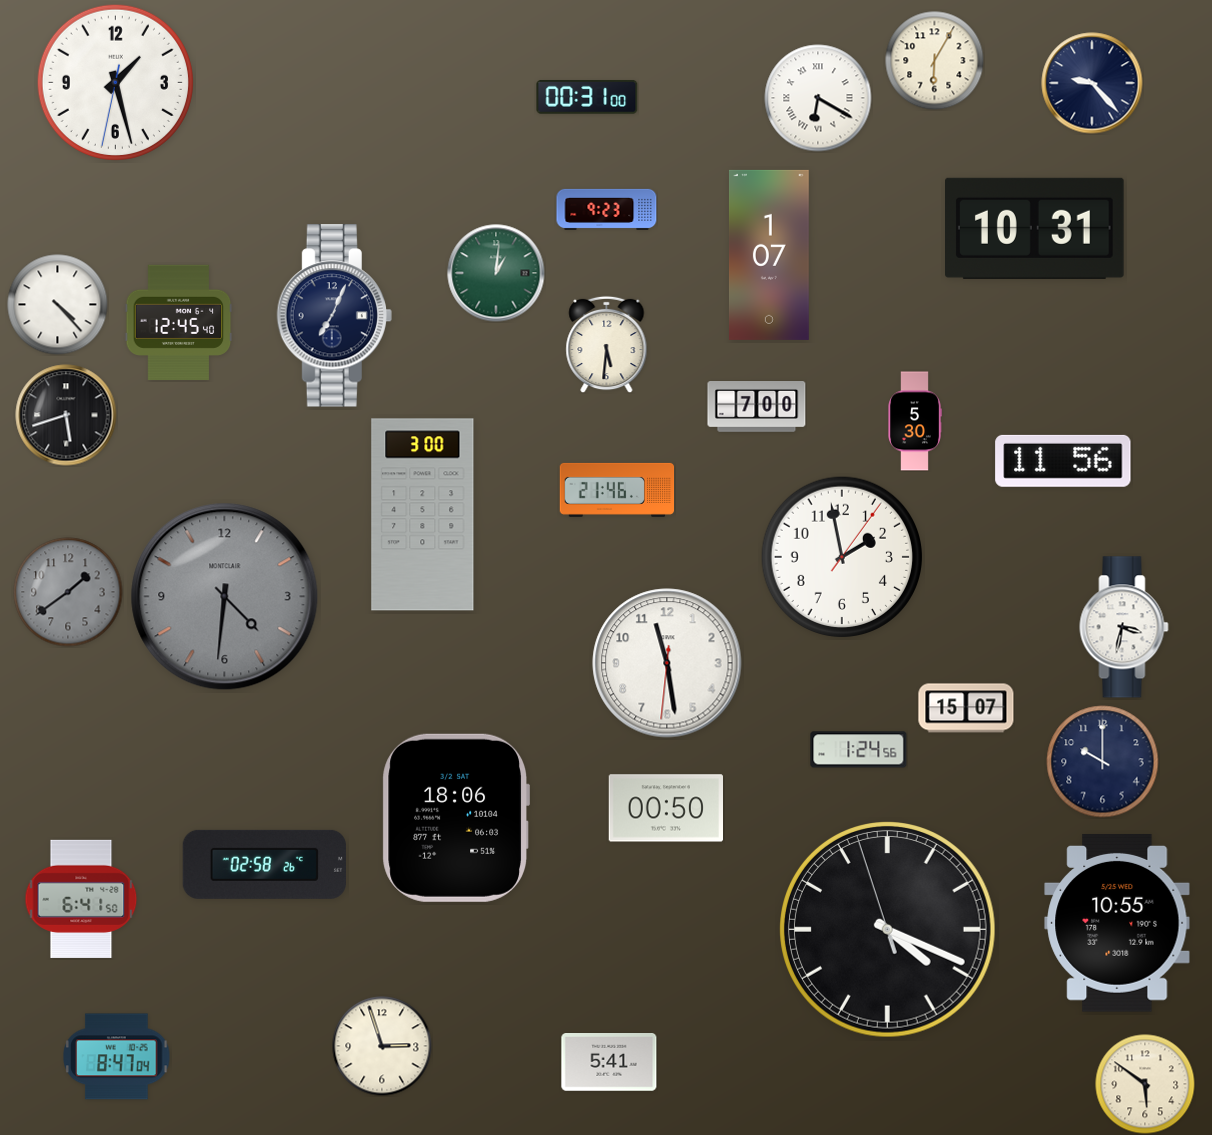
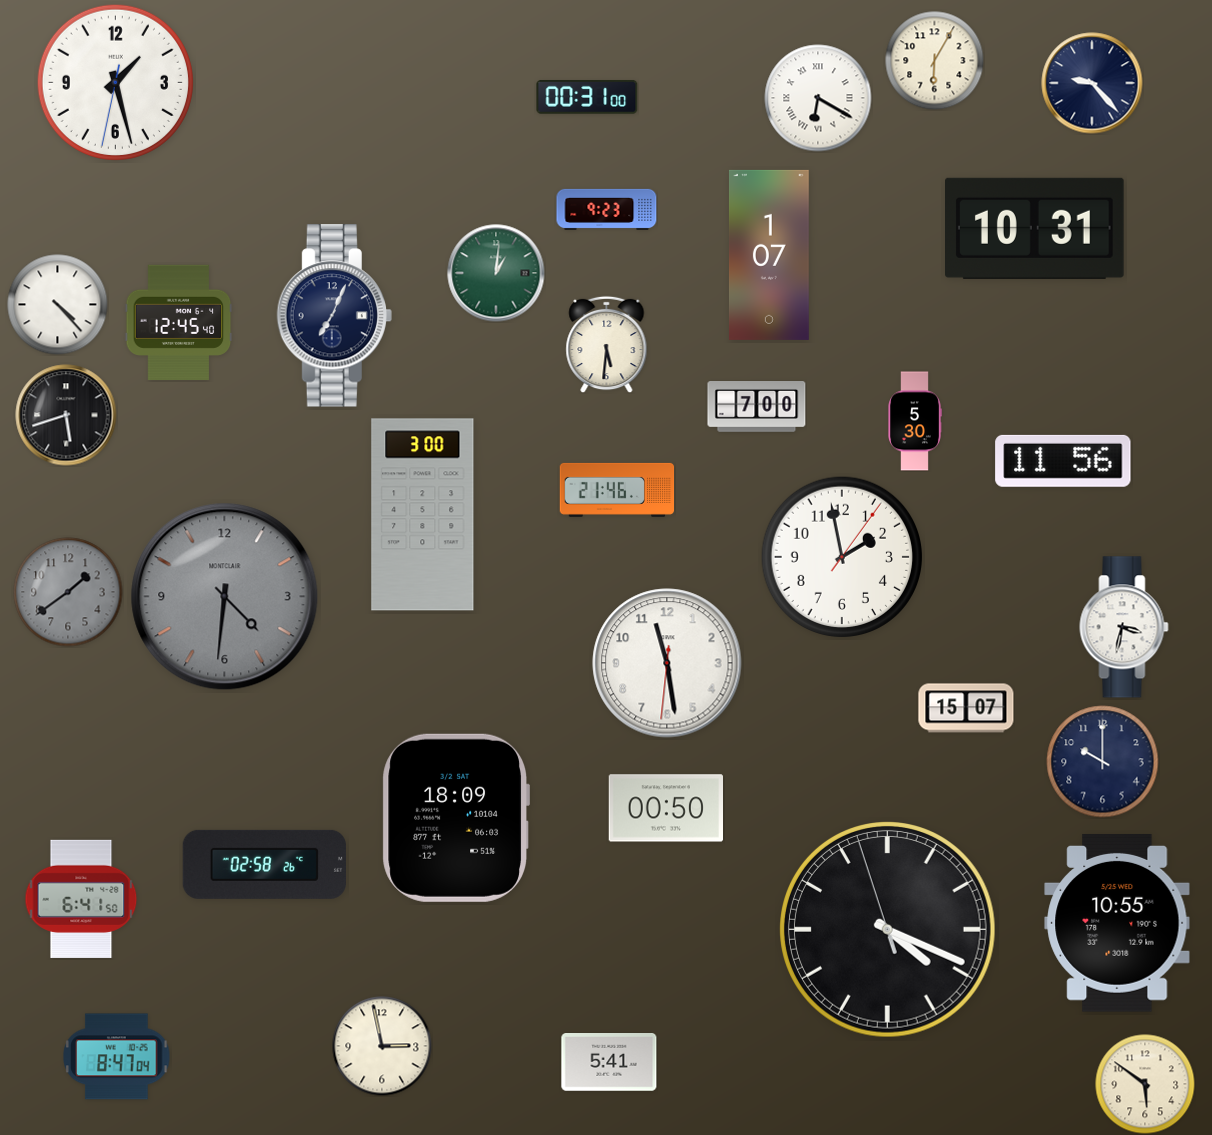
clock at (859, 750): 1:24 -> none
clock at (456, 818): 18:06 -> 18:09
clock at (382, 1046): 2:57 -> 2:58
